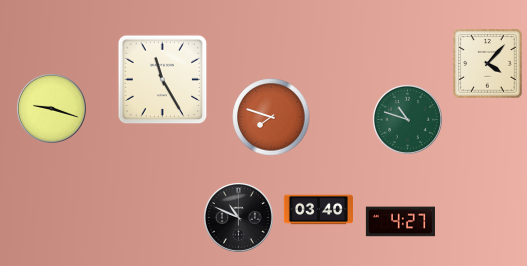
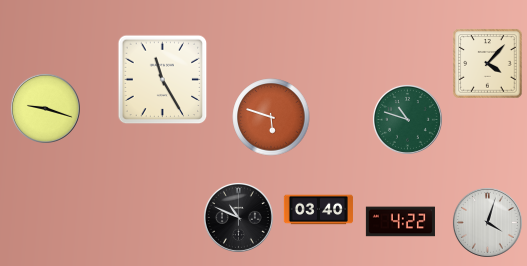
clock at (51, 108) position: (51, 108) -> (45, 108)
clock at (271, 117): 7:48 -> 5:48
clock at (400, 222): 4:27 -> 4:22
clock at (487, 222): none -> 4:03
